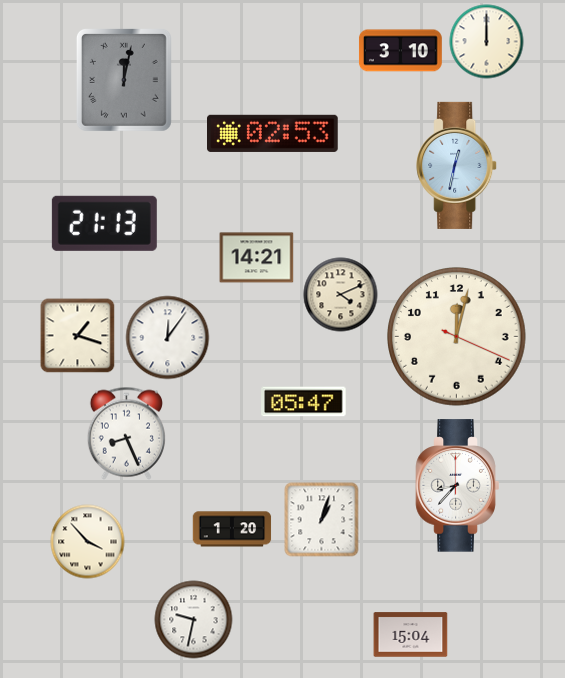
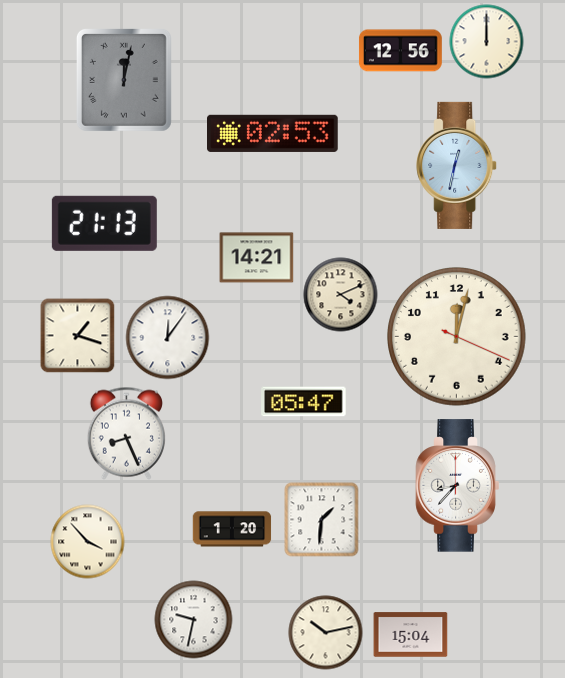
clock at (400, 51): 3:10 -> 12:56
clock at (322, 520): 1:03 -> 1:31
clock at (326, 633): none -> 10:13
